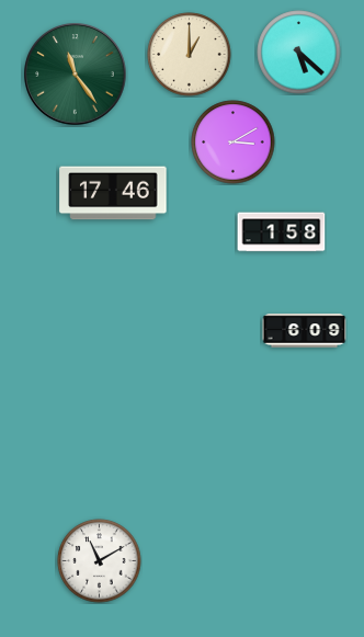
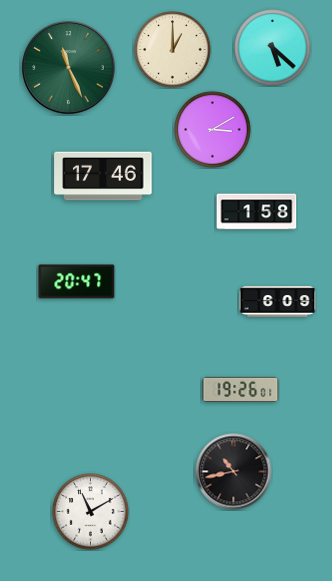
clock at (76, 75): 11:24 -> 11:26
clock at (77, 282): none -> 20:47
clock at (241, 389): none -> 19:26
clock at (234, 472): none -> 10:43
